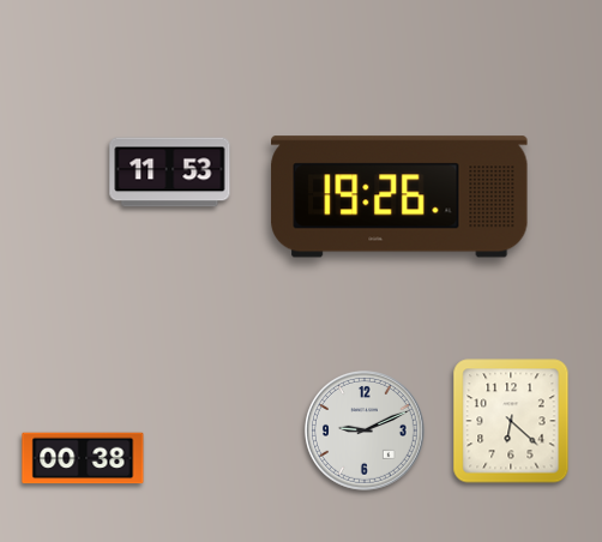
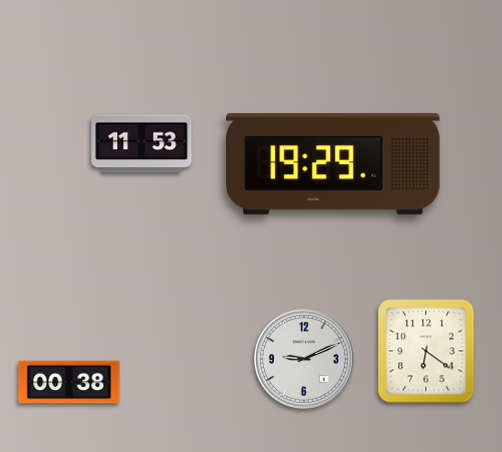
clock at (399, 197): 19:26 -> 19:29
clock at (511, 421): 6:22 -> 6:21
